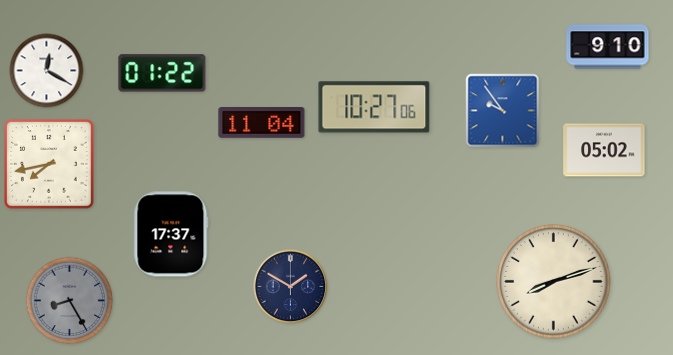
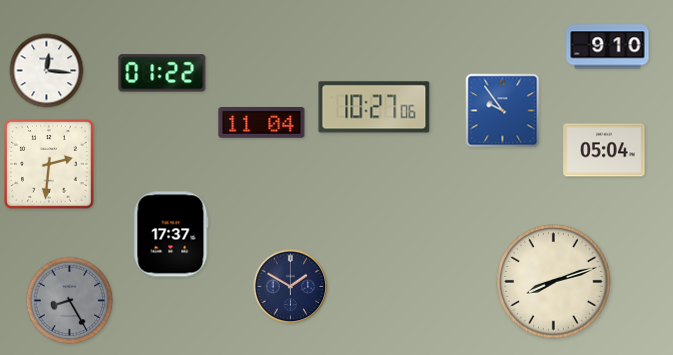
clock at (47, 71): 12:20 -> 12:16
clock at (604, 150): 05:02 -> 05:04
clock at (50, 165): 7:43 -> 2:31
